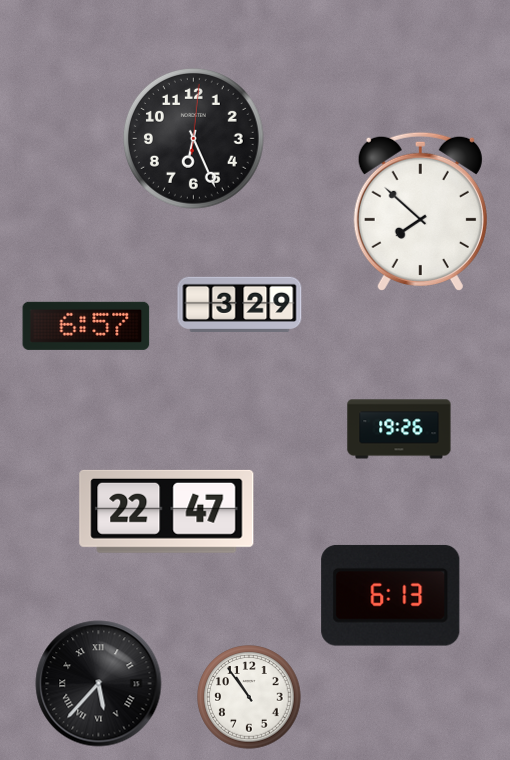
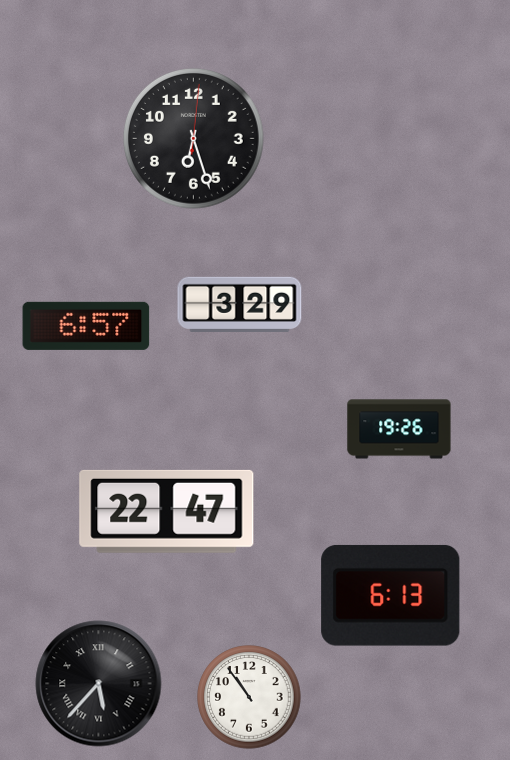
clock at (193, 138): 6:26 -> 6:27
clock at (420, 211): 7:52 -> none
